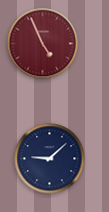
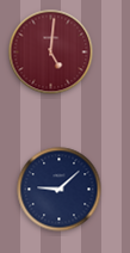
clock at (43, 44): 4:56 -> 5:01
